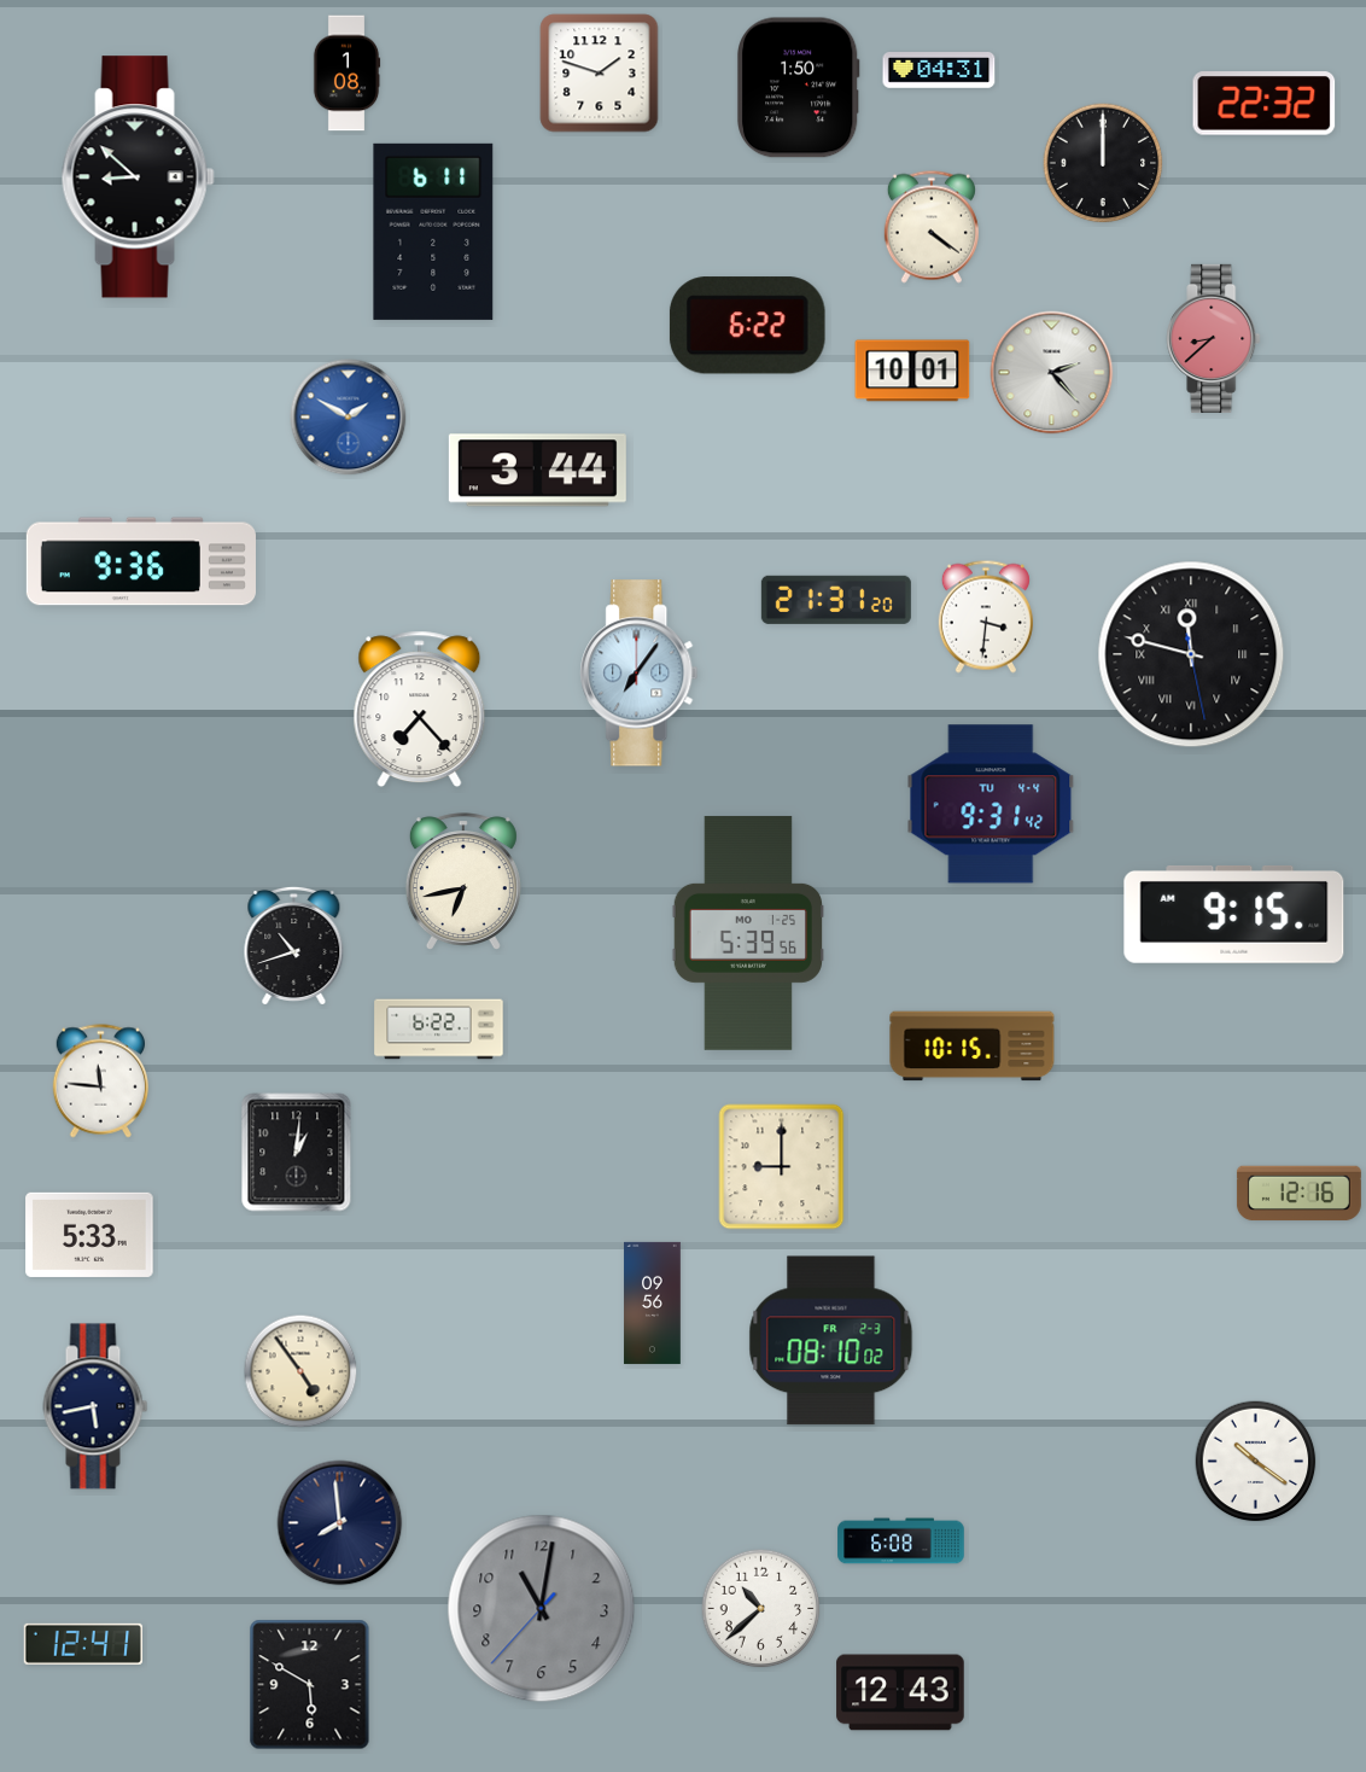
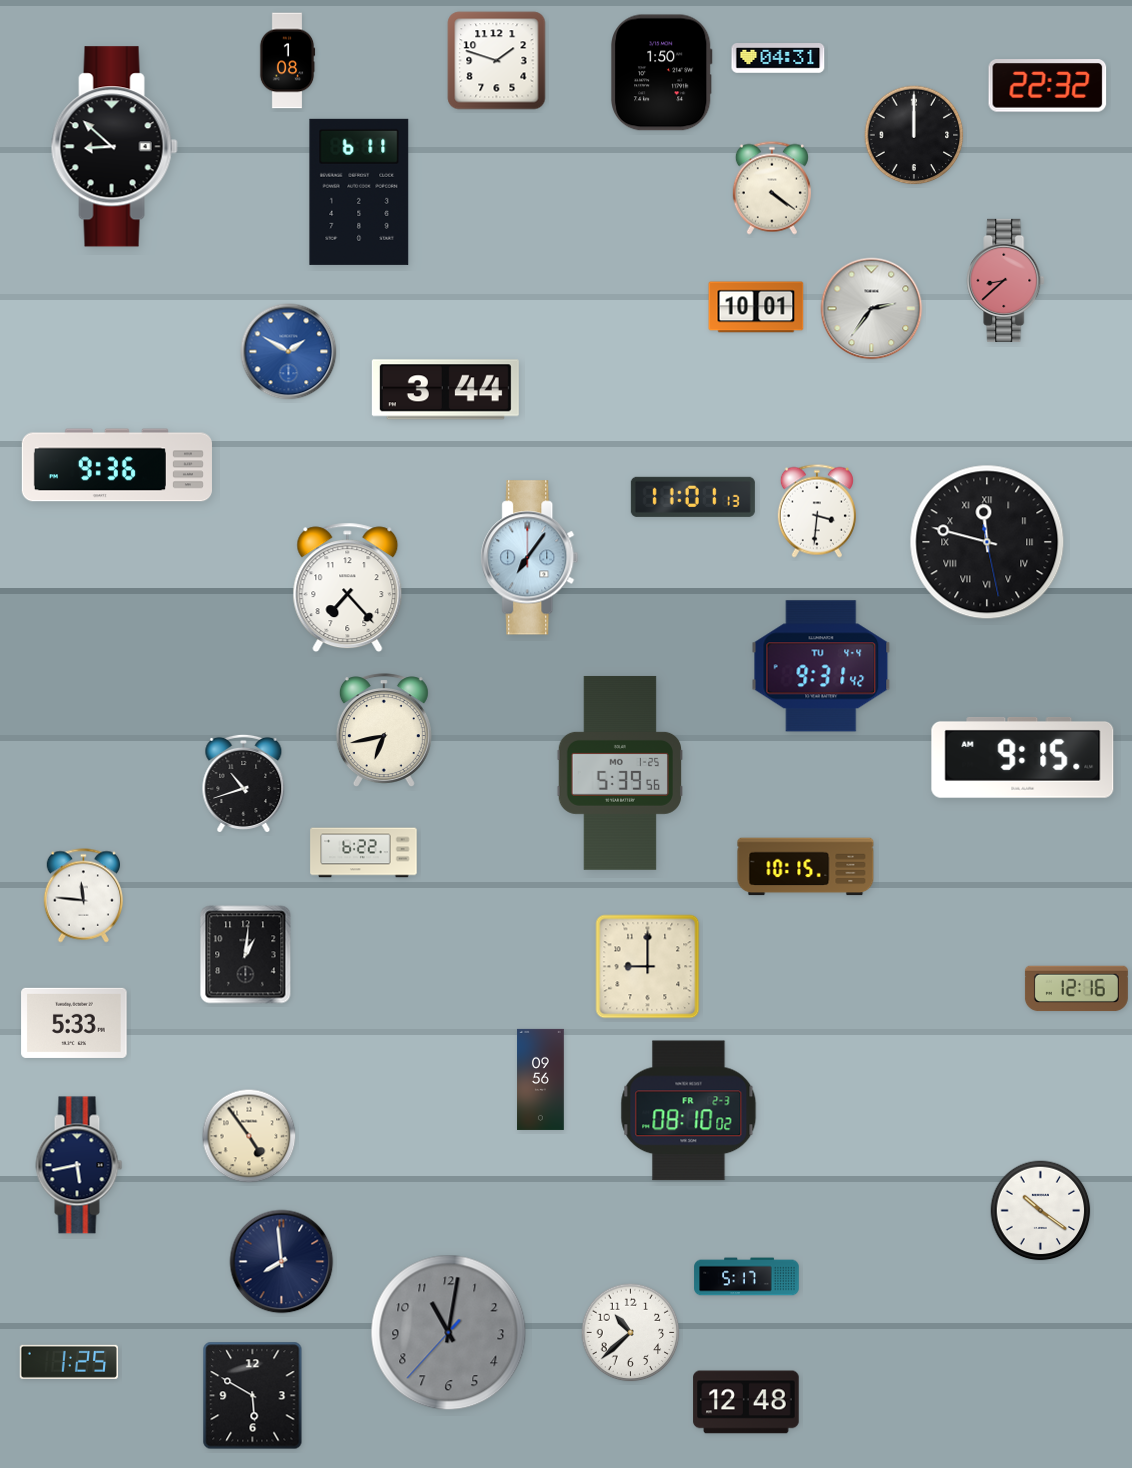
clock at (747, 326): 6:22 -> none
clock at (1052, 373): 2:23 -> 2:36
clock at (349, 418) position: (349, 418) -> (289, 352)
clock at (836, 600): 21:31 -> 11:01
clock at (901, 1541): 6:08 -> 5:17
clock at (83, 1644): 12:41 -> 1:25
clock at (310, 1685) position: (310, 1685) -> (253, 1396)
clock at (900, 1692): 12:43 -> 12:48
